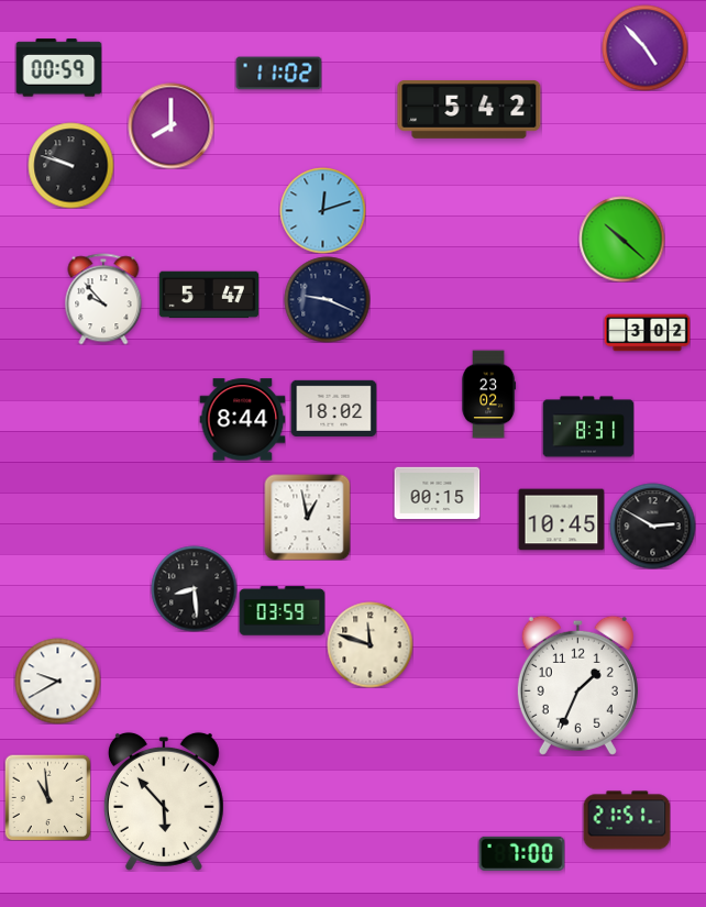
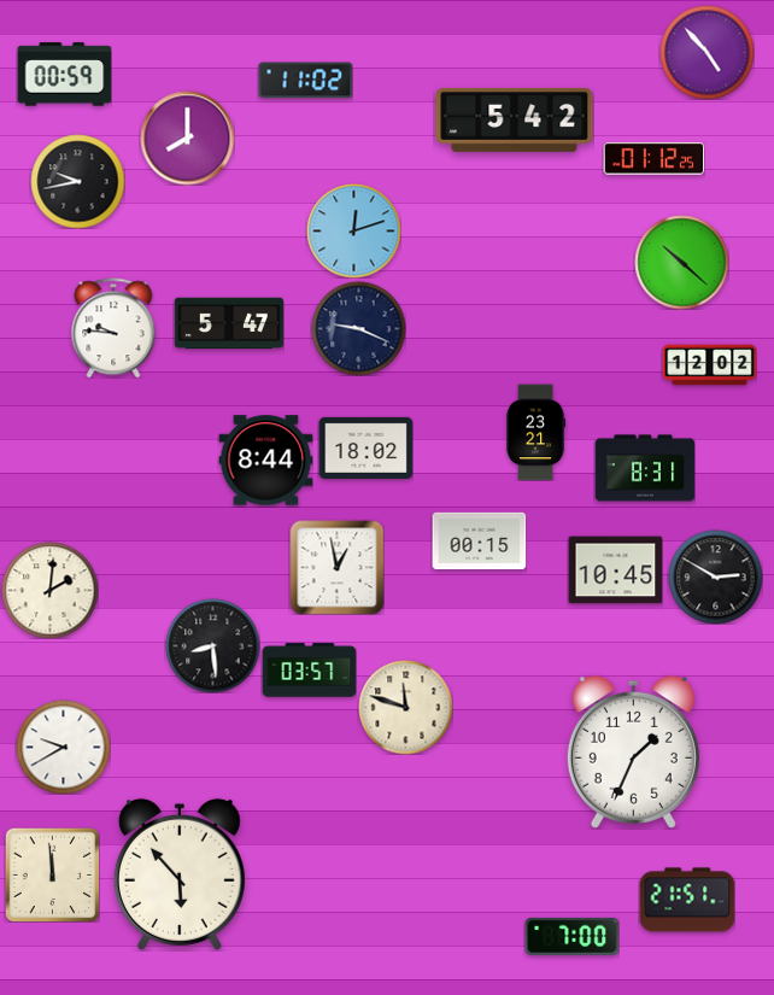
clock at (653, 159): none -> 01:12
clock at (70, 165): 9:48 -> 9:43
clock at (103, 299): 9:53 -> 9:46
clock at (647, 333): 3:02 -> 12:02
clock at (489, 394): 23:02 -> 23:21
clock at (49, 590): none -> 2:01
clock at (282, 611): 03:59 -> 03:57
clock at (47, 797): 10:59 -> 11:59
clock at (164, 801) position: (164, 801) -> (180, 874)
